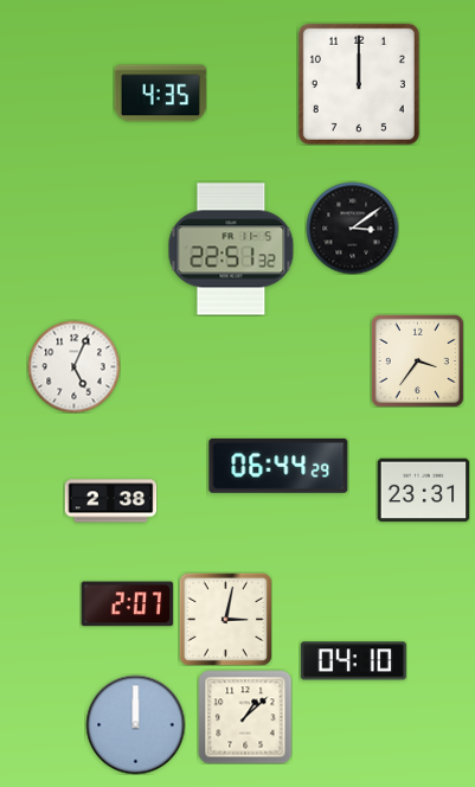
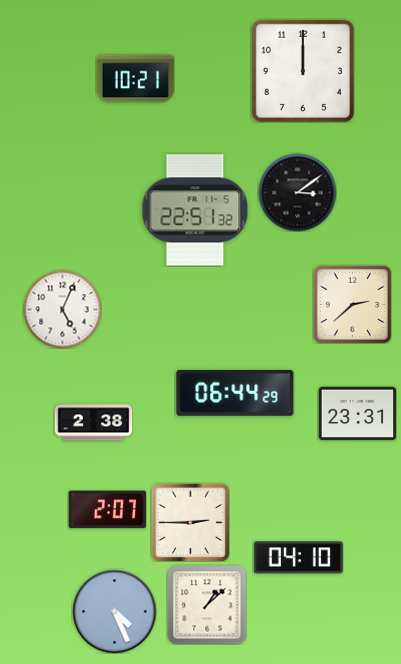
clock at (160, 94): 4:35 -> 10:21
clock at (417, 360): 3:36 -> 2:38
clock at (225, 619): 3:02 -> 2:45
clock at (135, 724): 12:00 -> 4:26
